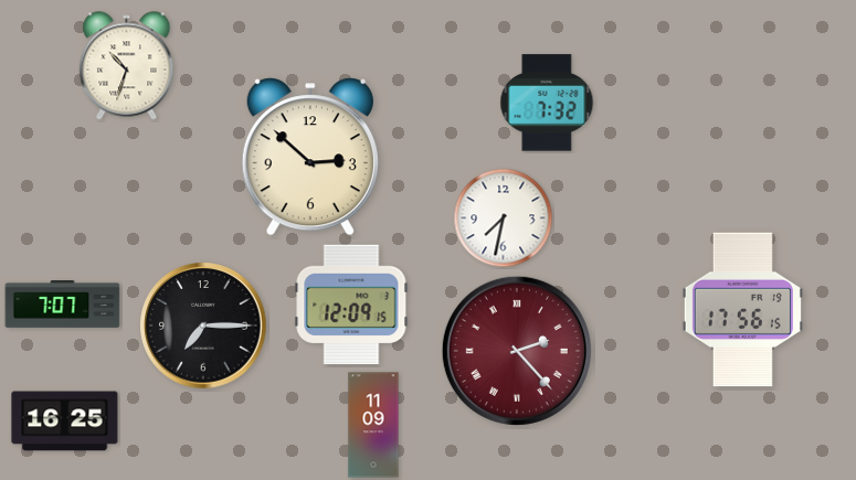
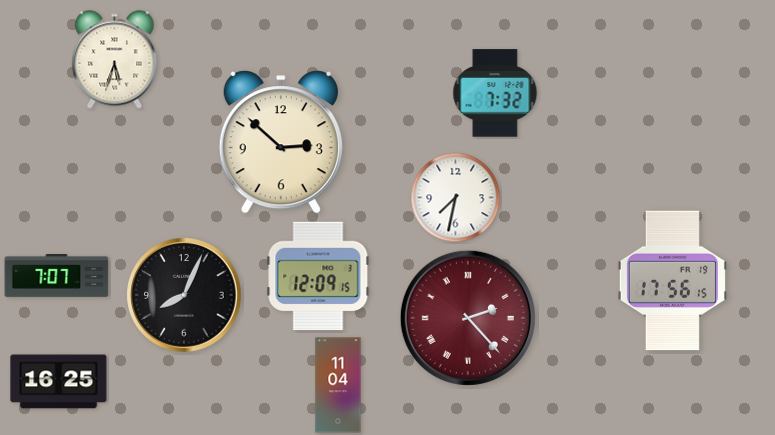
clock at (127, 66): 10:33 -> 5:33
clock at (203, 326): 7:15 -> 8:04
clock at (373, 425): 11:09 -> 11:04
